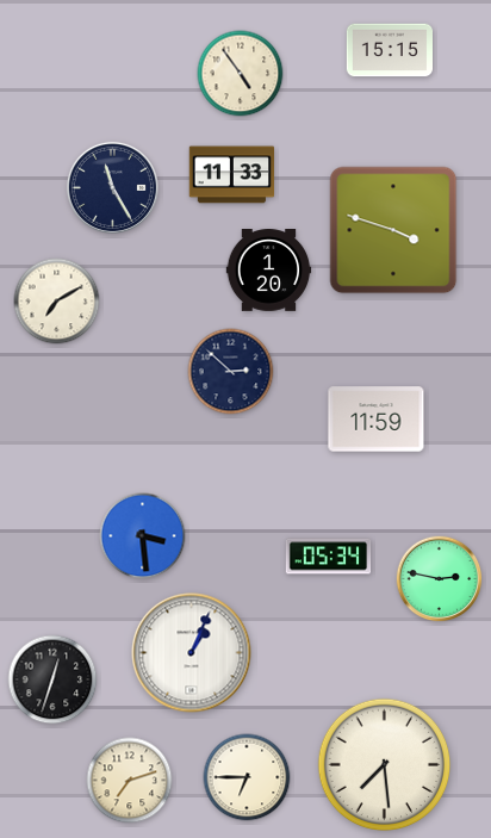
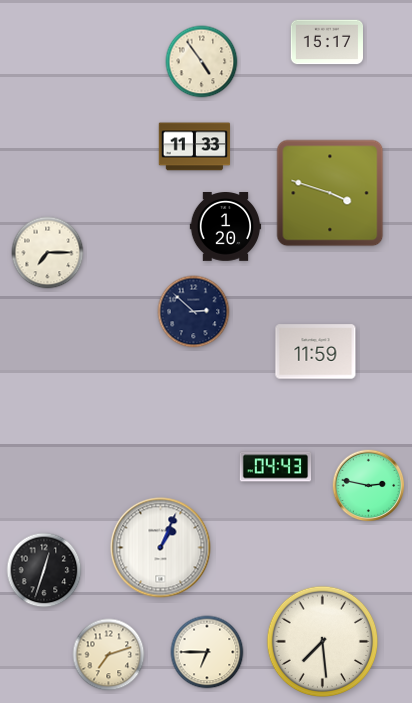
clock at (389, 50): 15:15 -> 15:17
clock at (112, 187): 11:25 -> none
clock at (57, 302): 7:10 -> 7:15
clock at (143, 536): 3:29 -> none
clock at (329, 557): 05:34 -> 04:43
